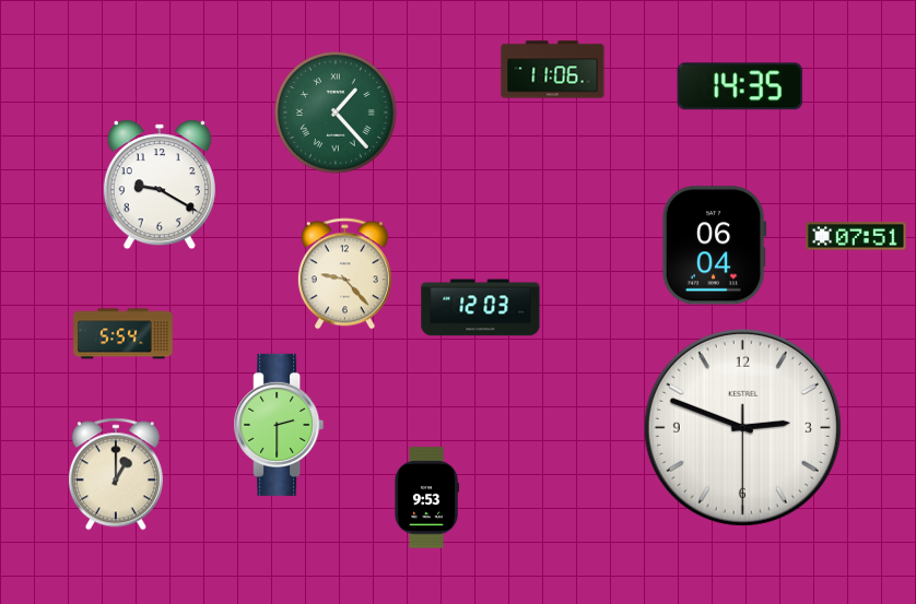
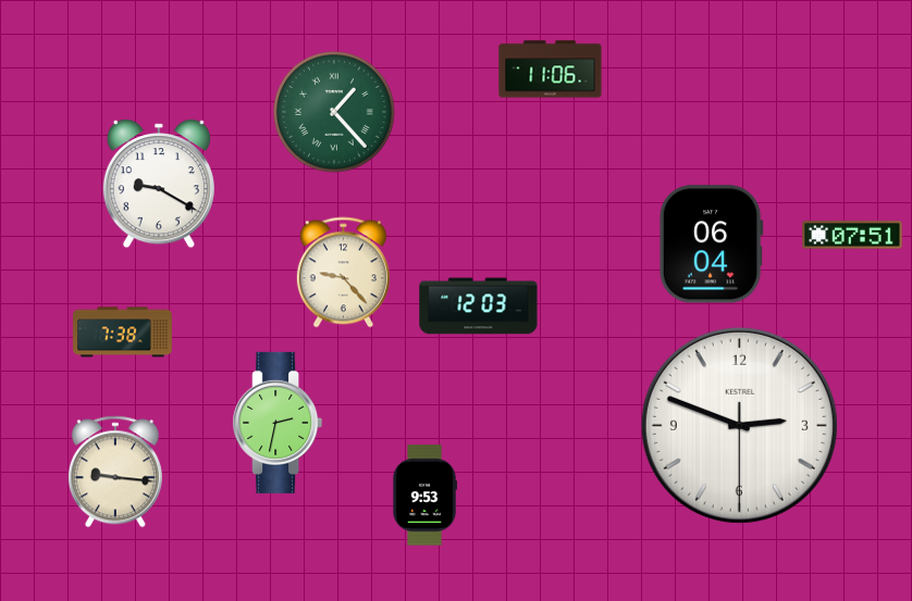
clock at (740, 86): 14:35 -> none
clock at (124, 334): 5:54 -> 7:38
clock at (279, 425): 2:30 -> 2:32
clock at (116, 474): 1:00 -> 9:16
